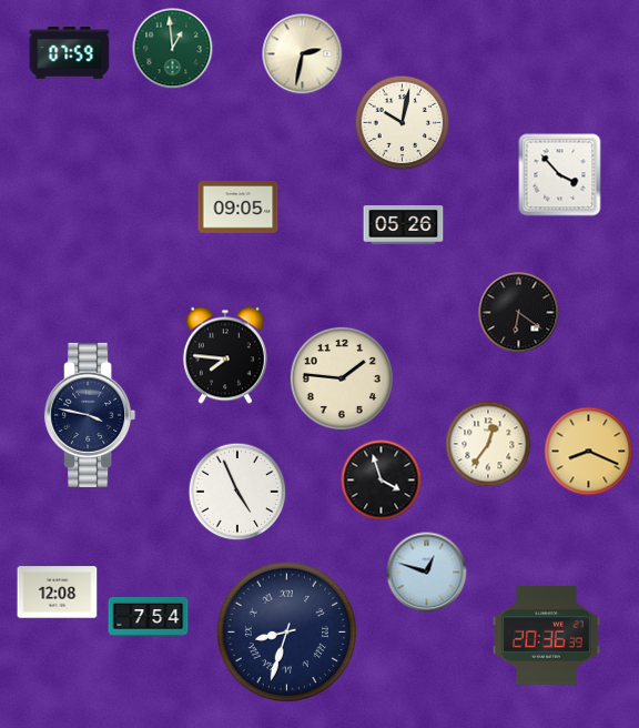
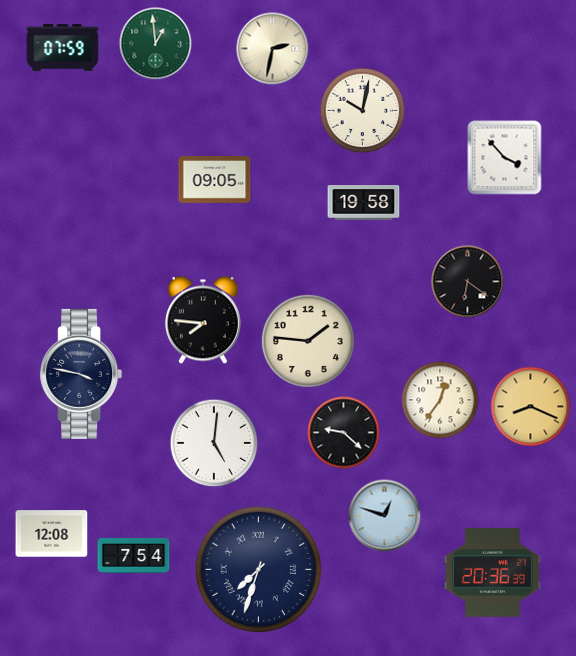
clock at (239, 208) position: (239, 208) -> (215, 180)
clock at (404, 225): 05:26 -> 19:58
clock at (382, 481): 3:57 -> 9:22
clock at (237, 492): 4:56 -> 5:01
clock at (286, 631): 8:33 -> 7:33
